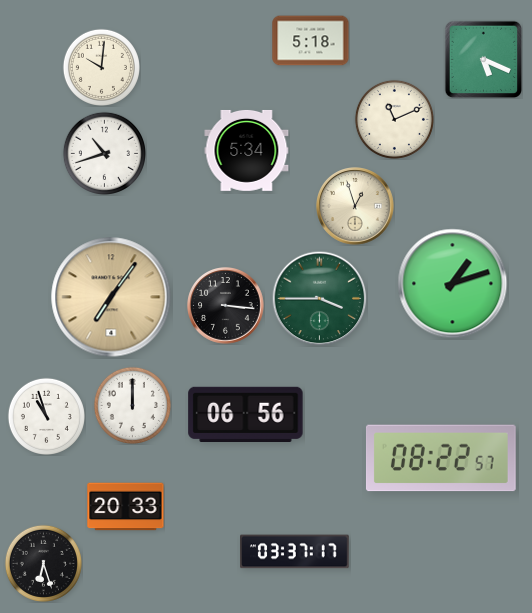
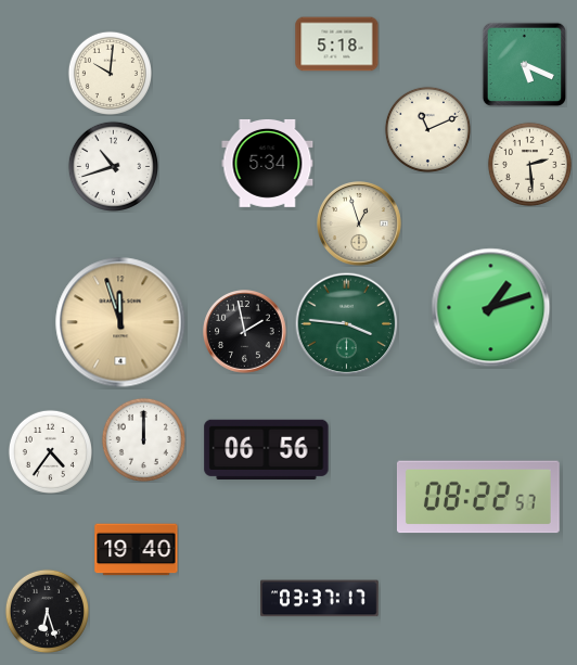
clock at (529, 164): none -> 2:29
clock at (356, 207) position: (356, 207) -> (360, 225)
clock at (111, 297): 7:06 -> 11:57
clock at (319, 298): 3:45 -> 3:46
clock at (226, 306): 3:16 -> 1:58
clock at (46, 416): 10:57 -> 4:36
clock at (126, 507): 20:33 -> 19:40
